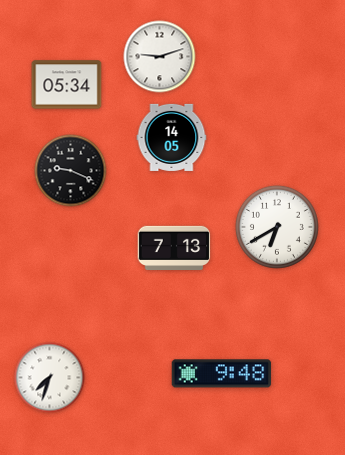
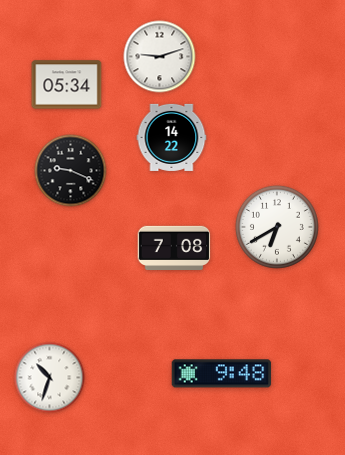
clock at (172, 137): 14:05 -> 14:22
clock at (174, 247): 7:13 -> 7:08
clock at (50, 378): 7:33 -> 10:33
